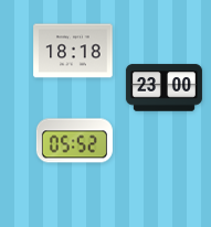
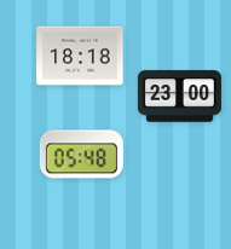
clock at (74, 141): 05:52 -> 05:48
